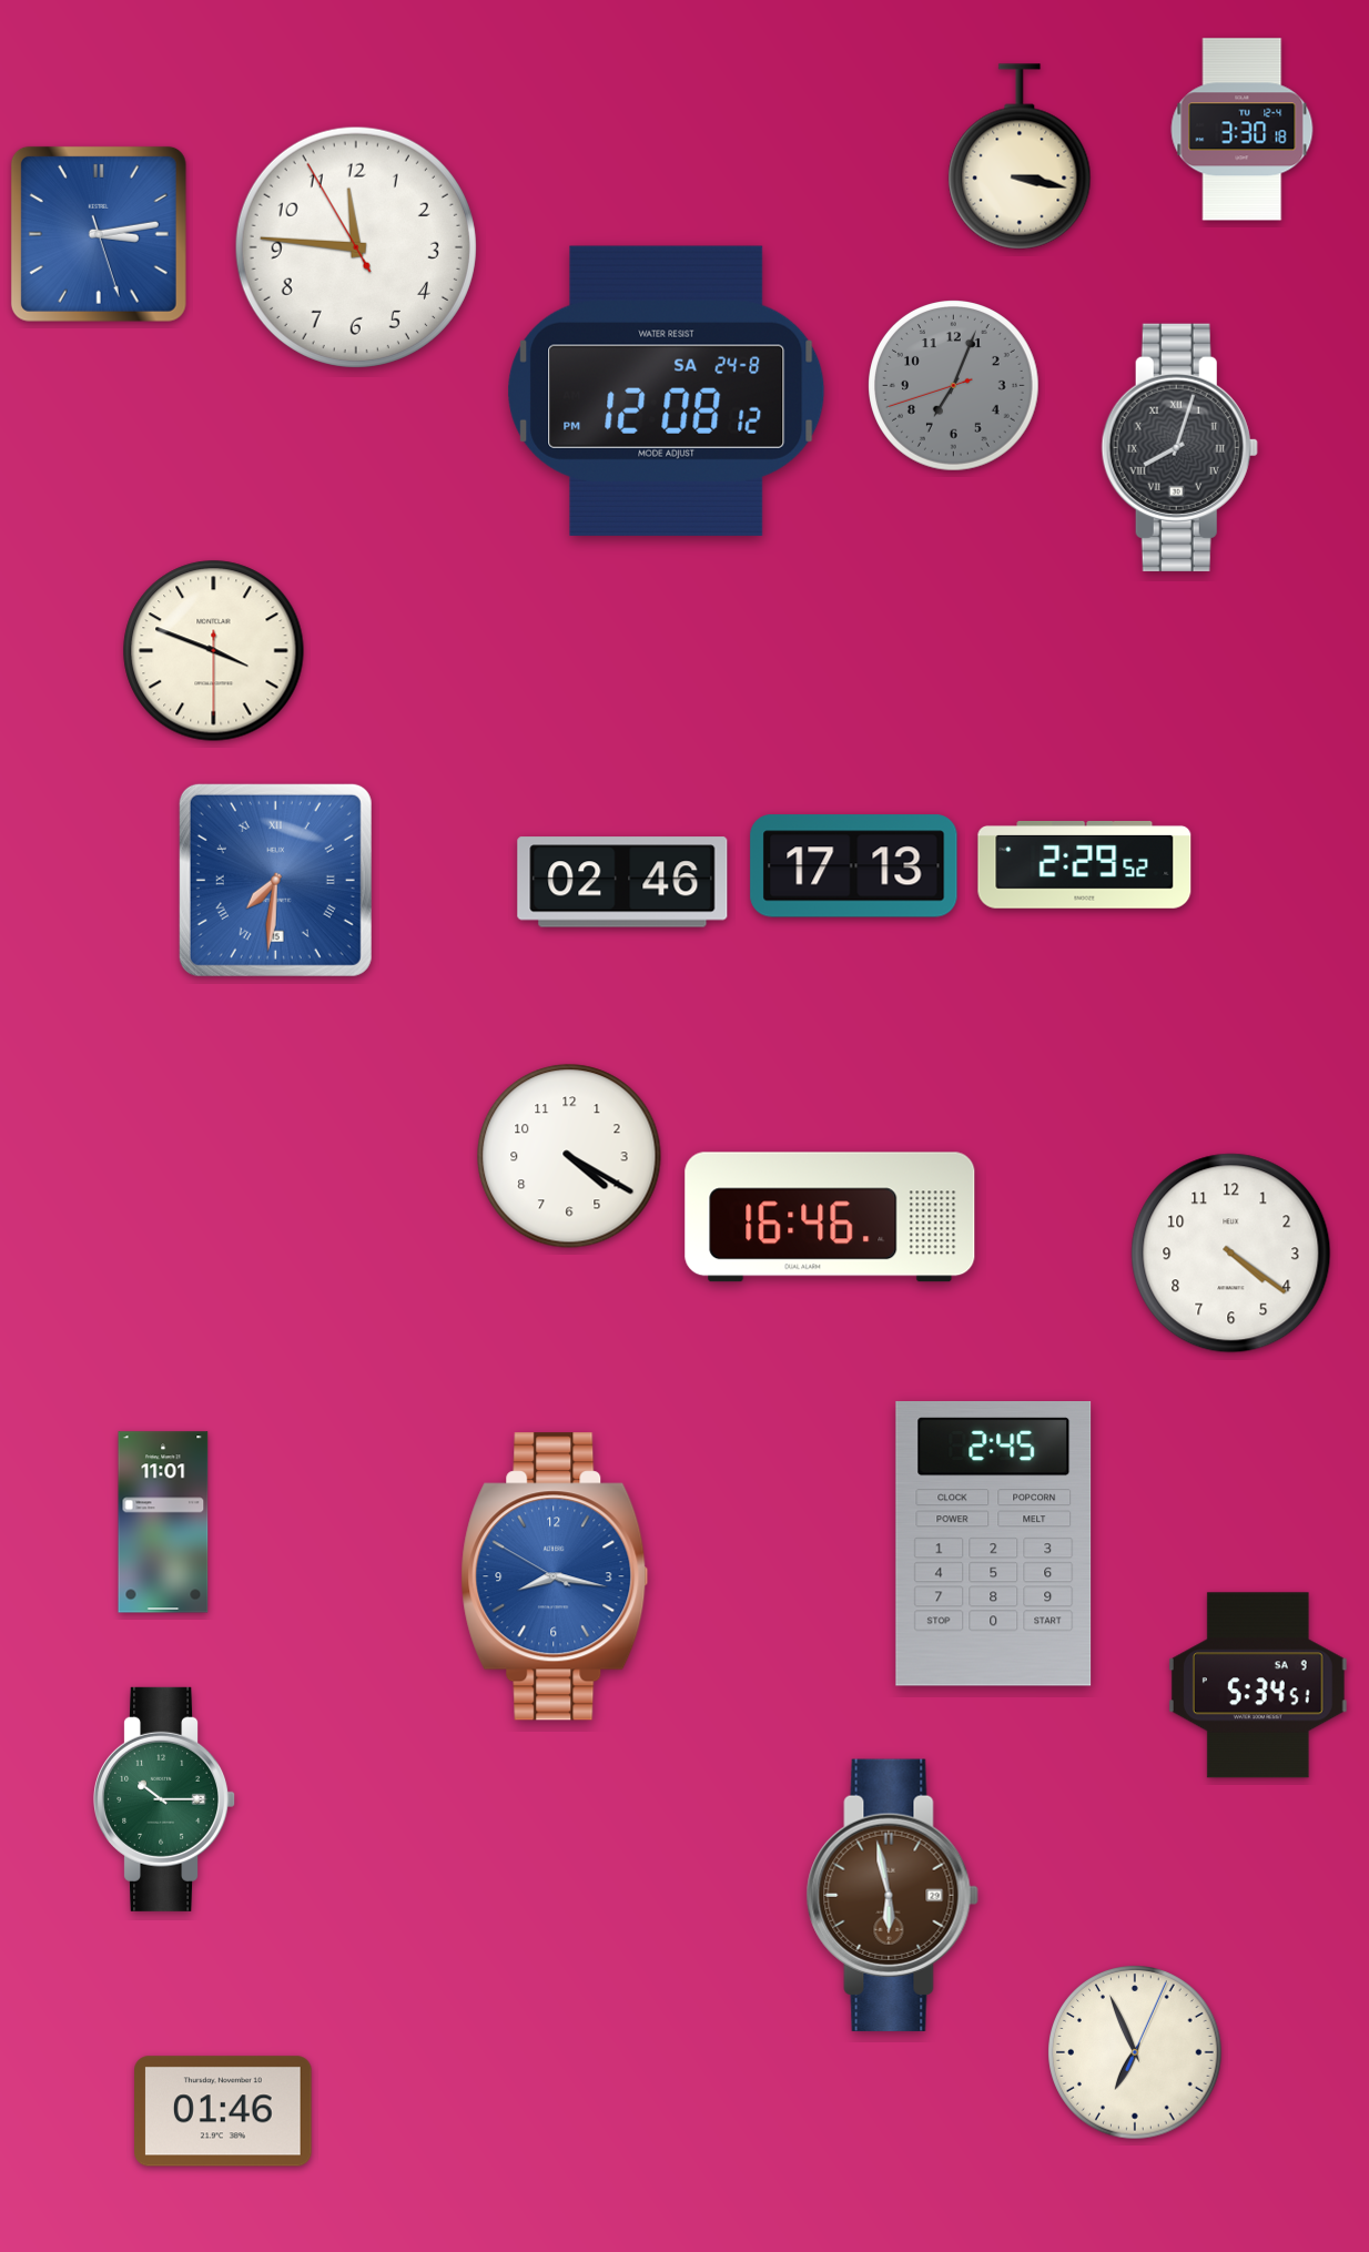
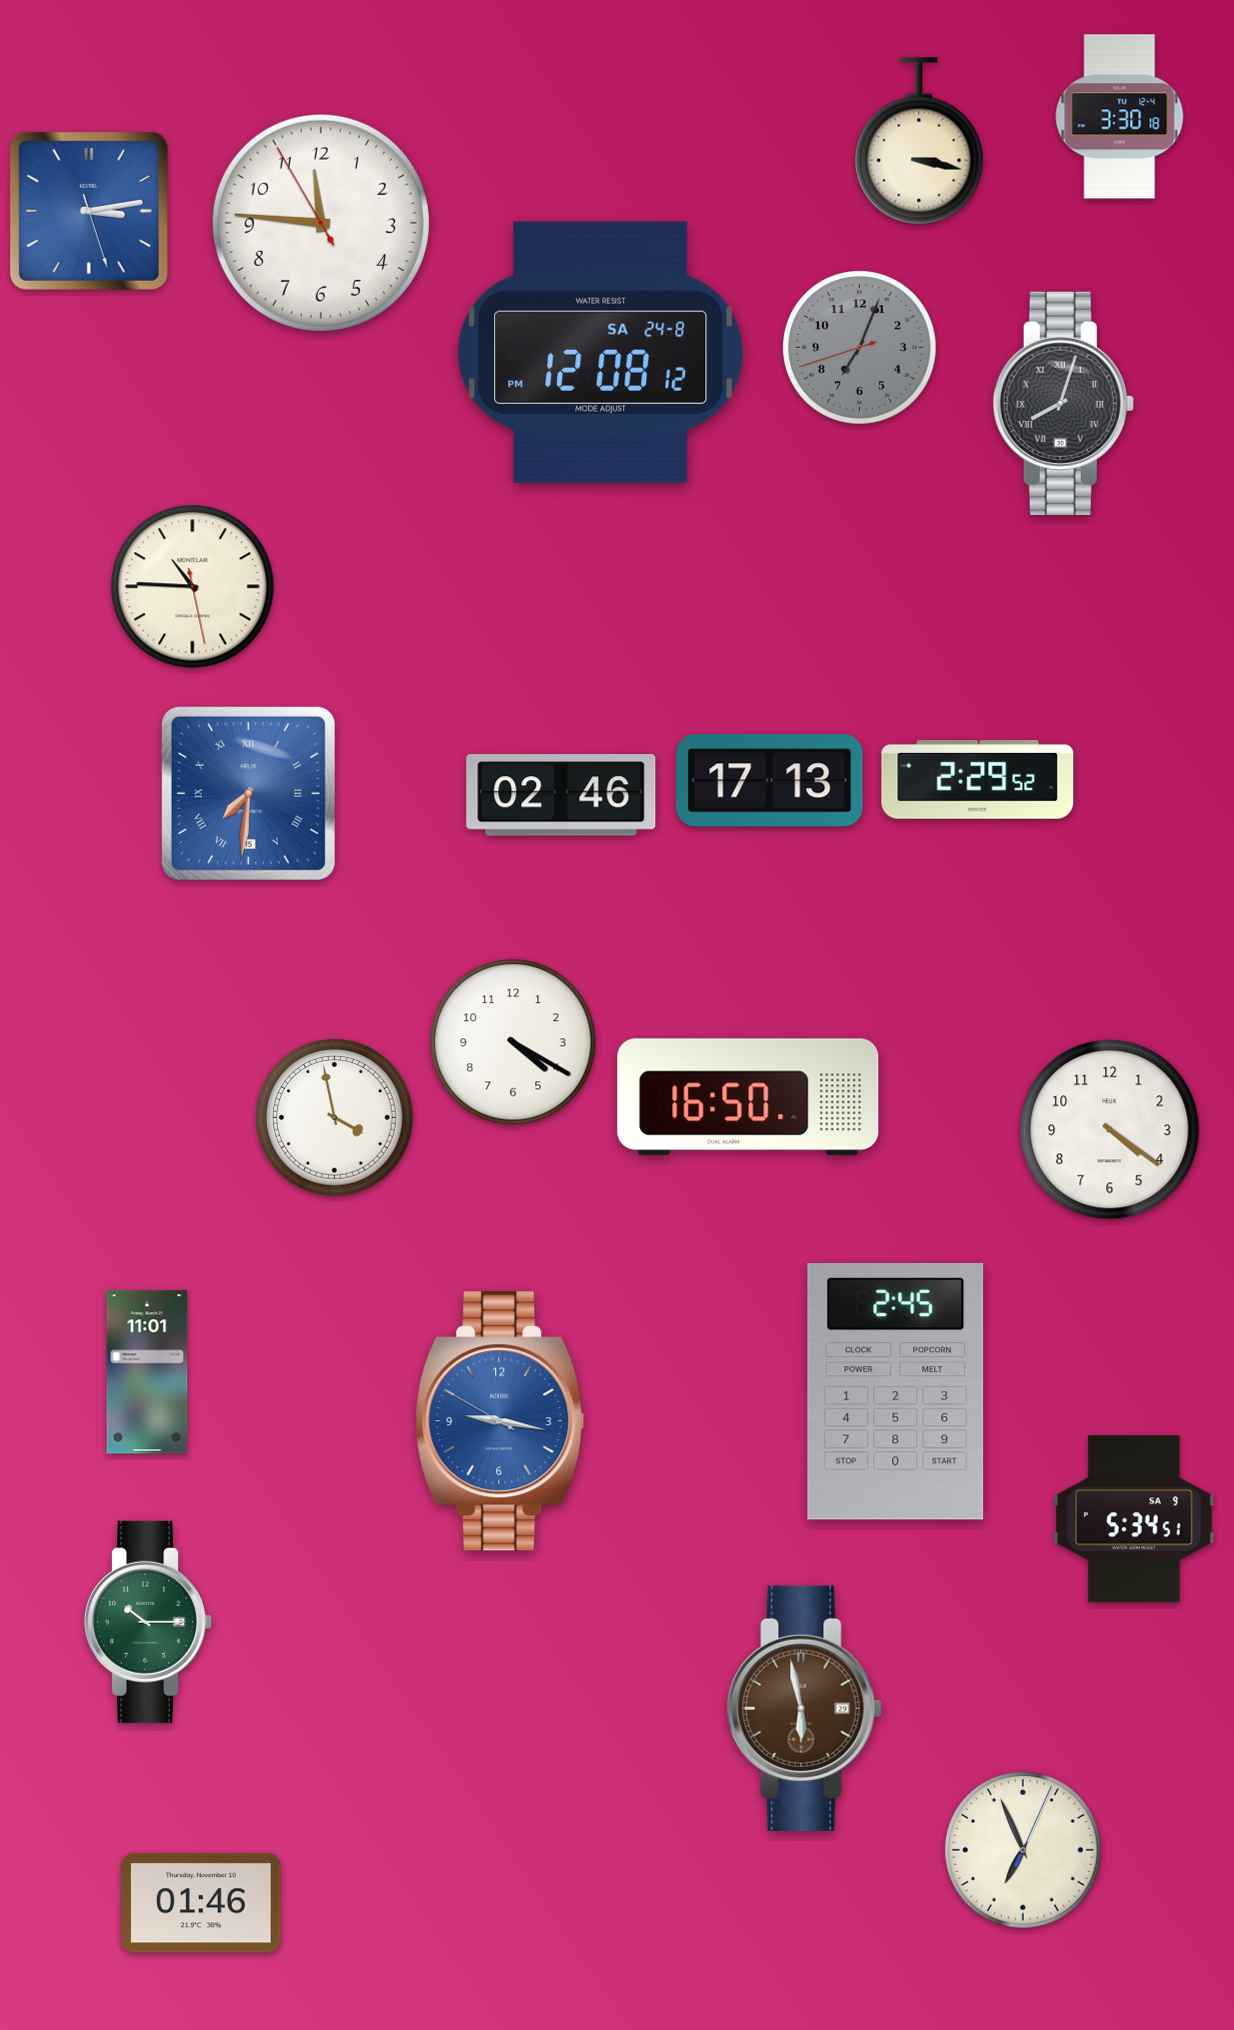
clock at (214, 651): 3:48 -> 10:45
clock at (830, 1217): 16:46 -> 16:50
clock at (335, 1118): none -> 3:58
clock at (555, 1576): 8:16 -> 9:16
